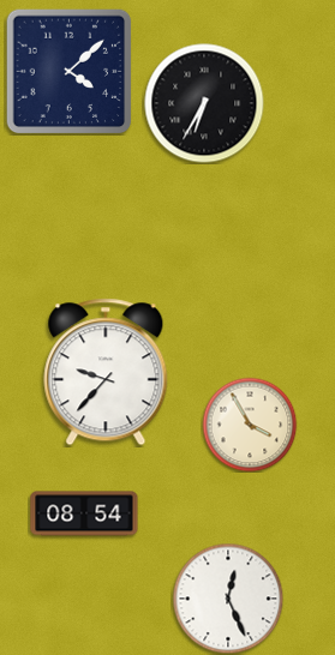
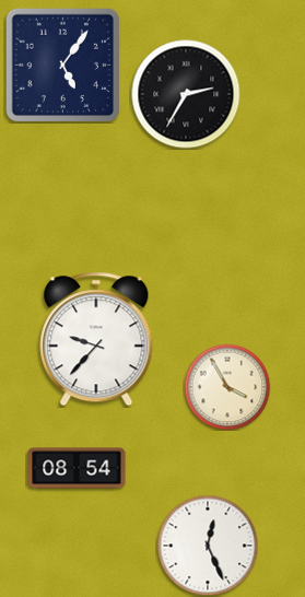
clock at (68, 71): 4:08 -> 5:06
clock at (204, 103): 6:35 -> 2:35
